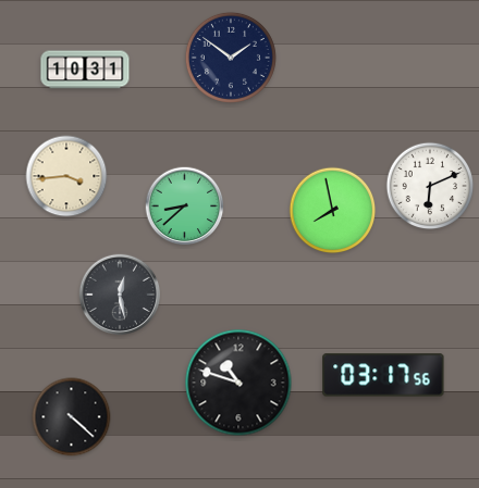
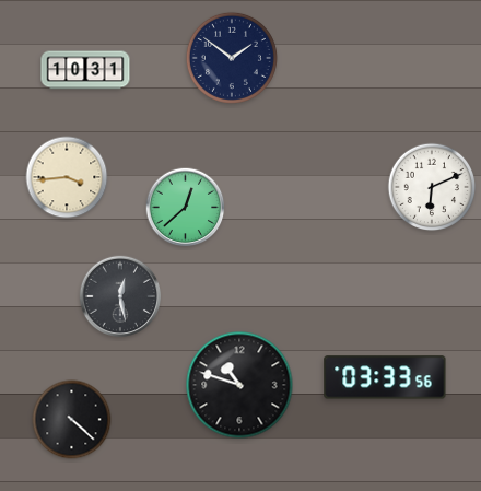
clock at (185, 207): 8:38 -> 12:38
clock at (333, 211): 7:58 -> none
clock at (383, 375): 03:17 -> 03:33
